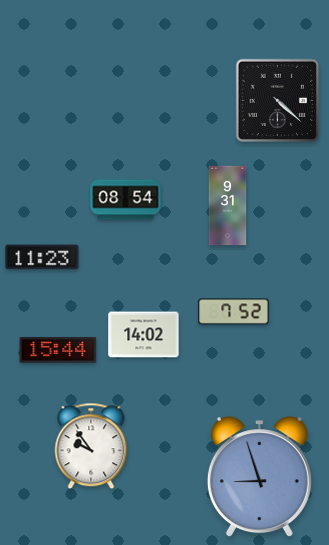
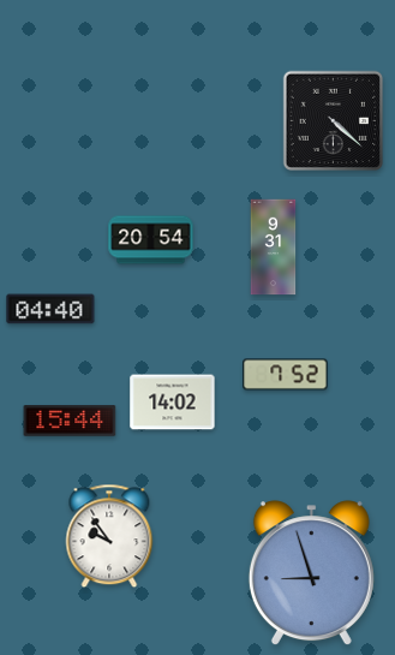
clock at (126, 200): 08:54 -> 20:54
clock at (42, 257): 11:23 -> 04:40
clock at (234, 312) position: (234, 312) -> (286, 375)
